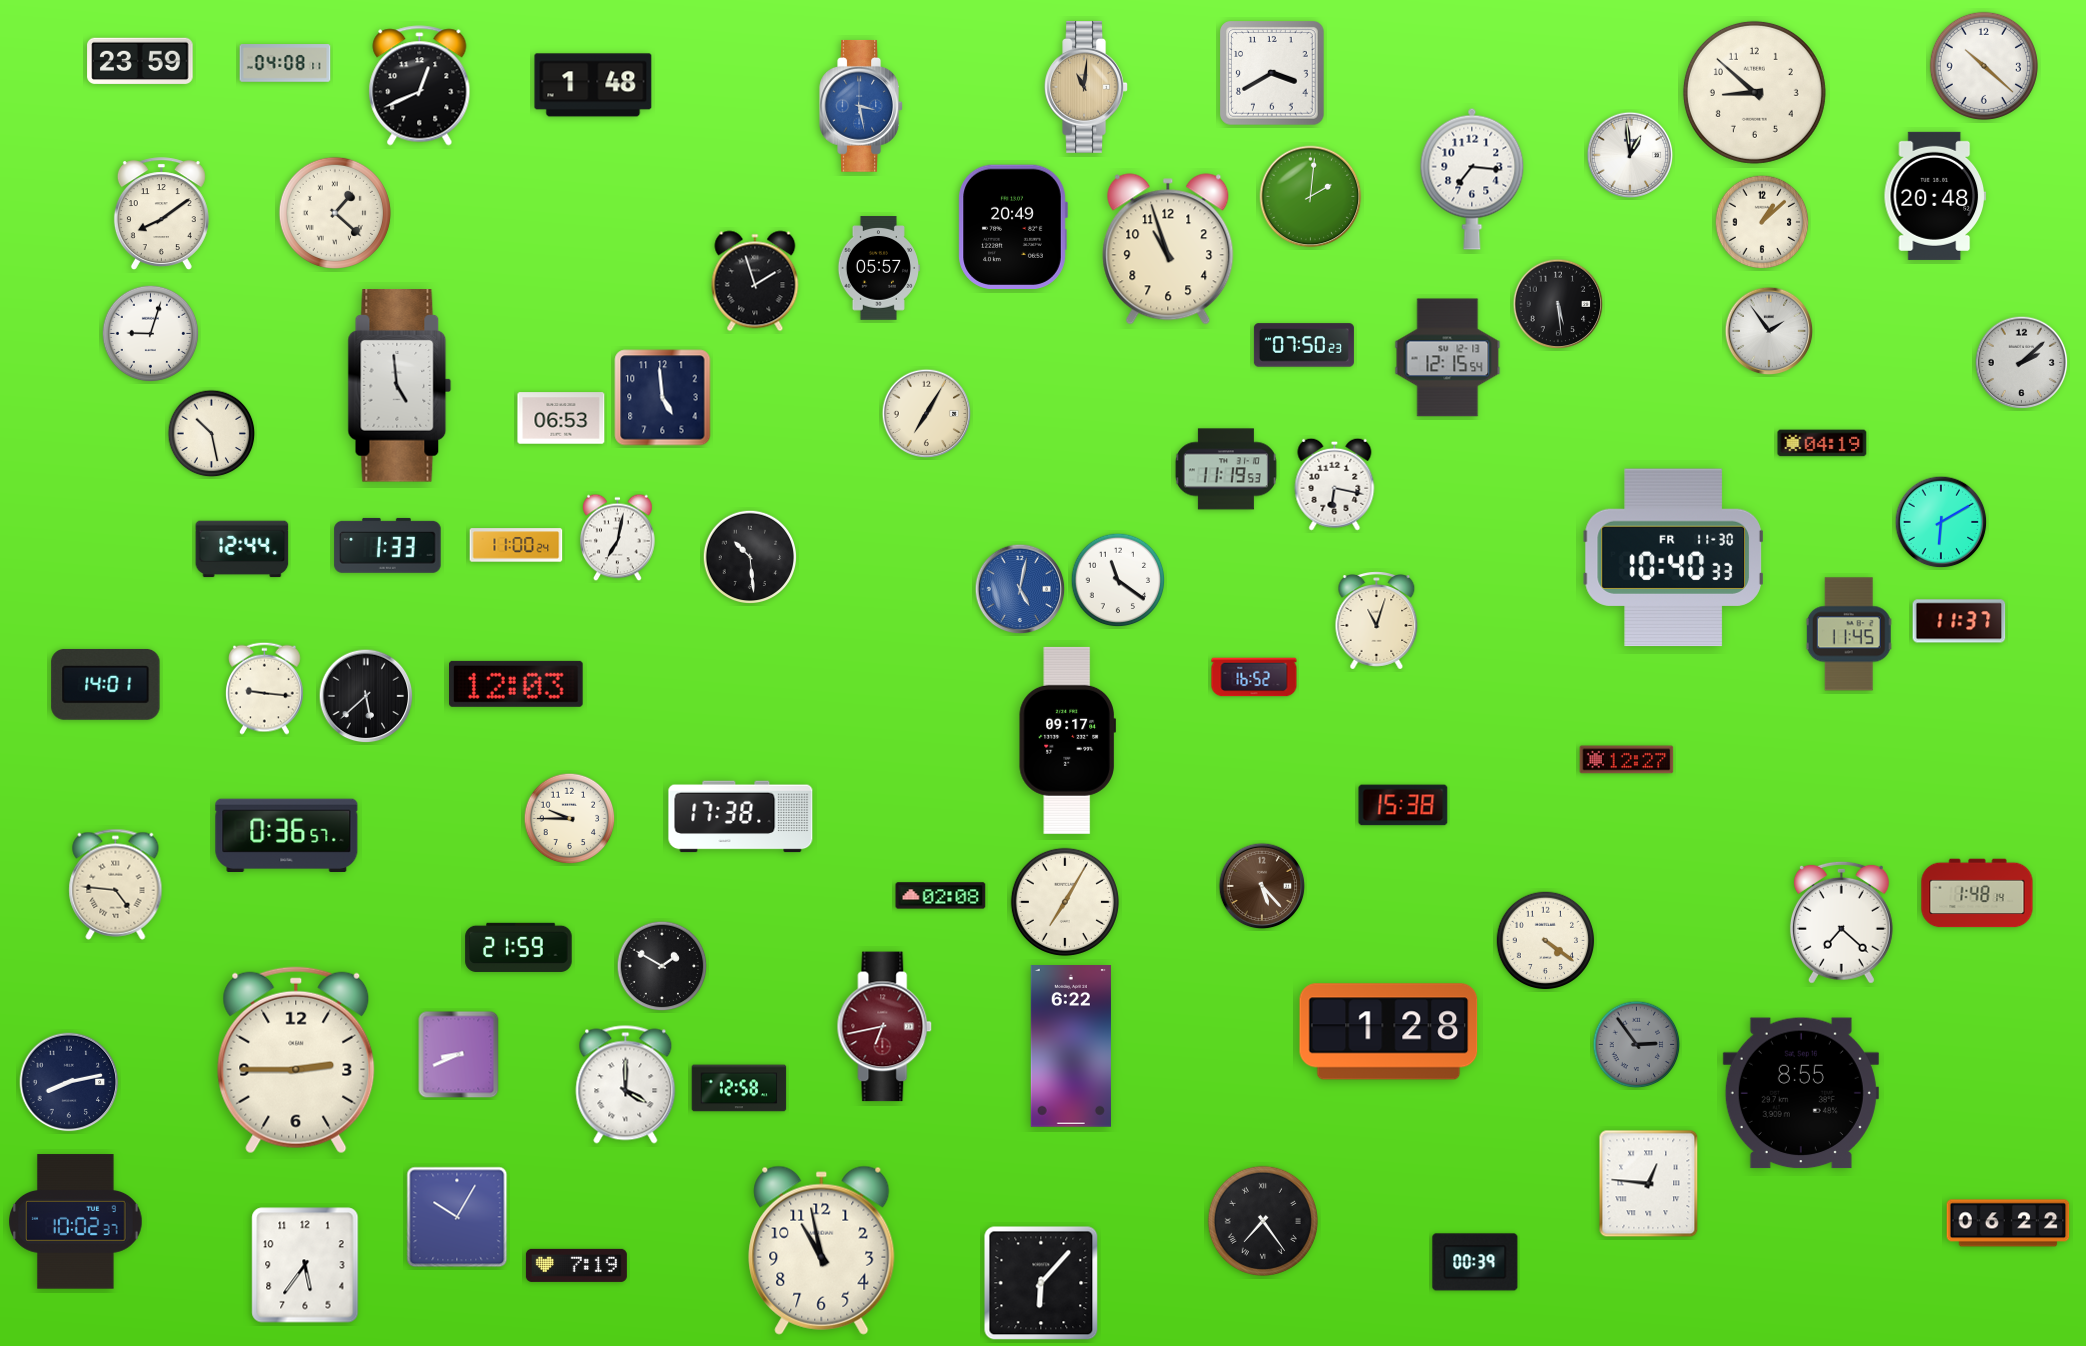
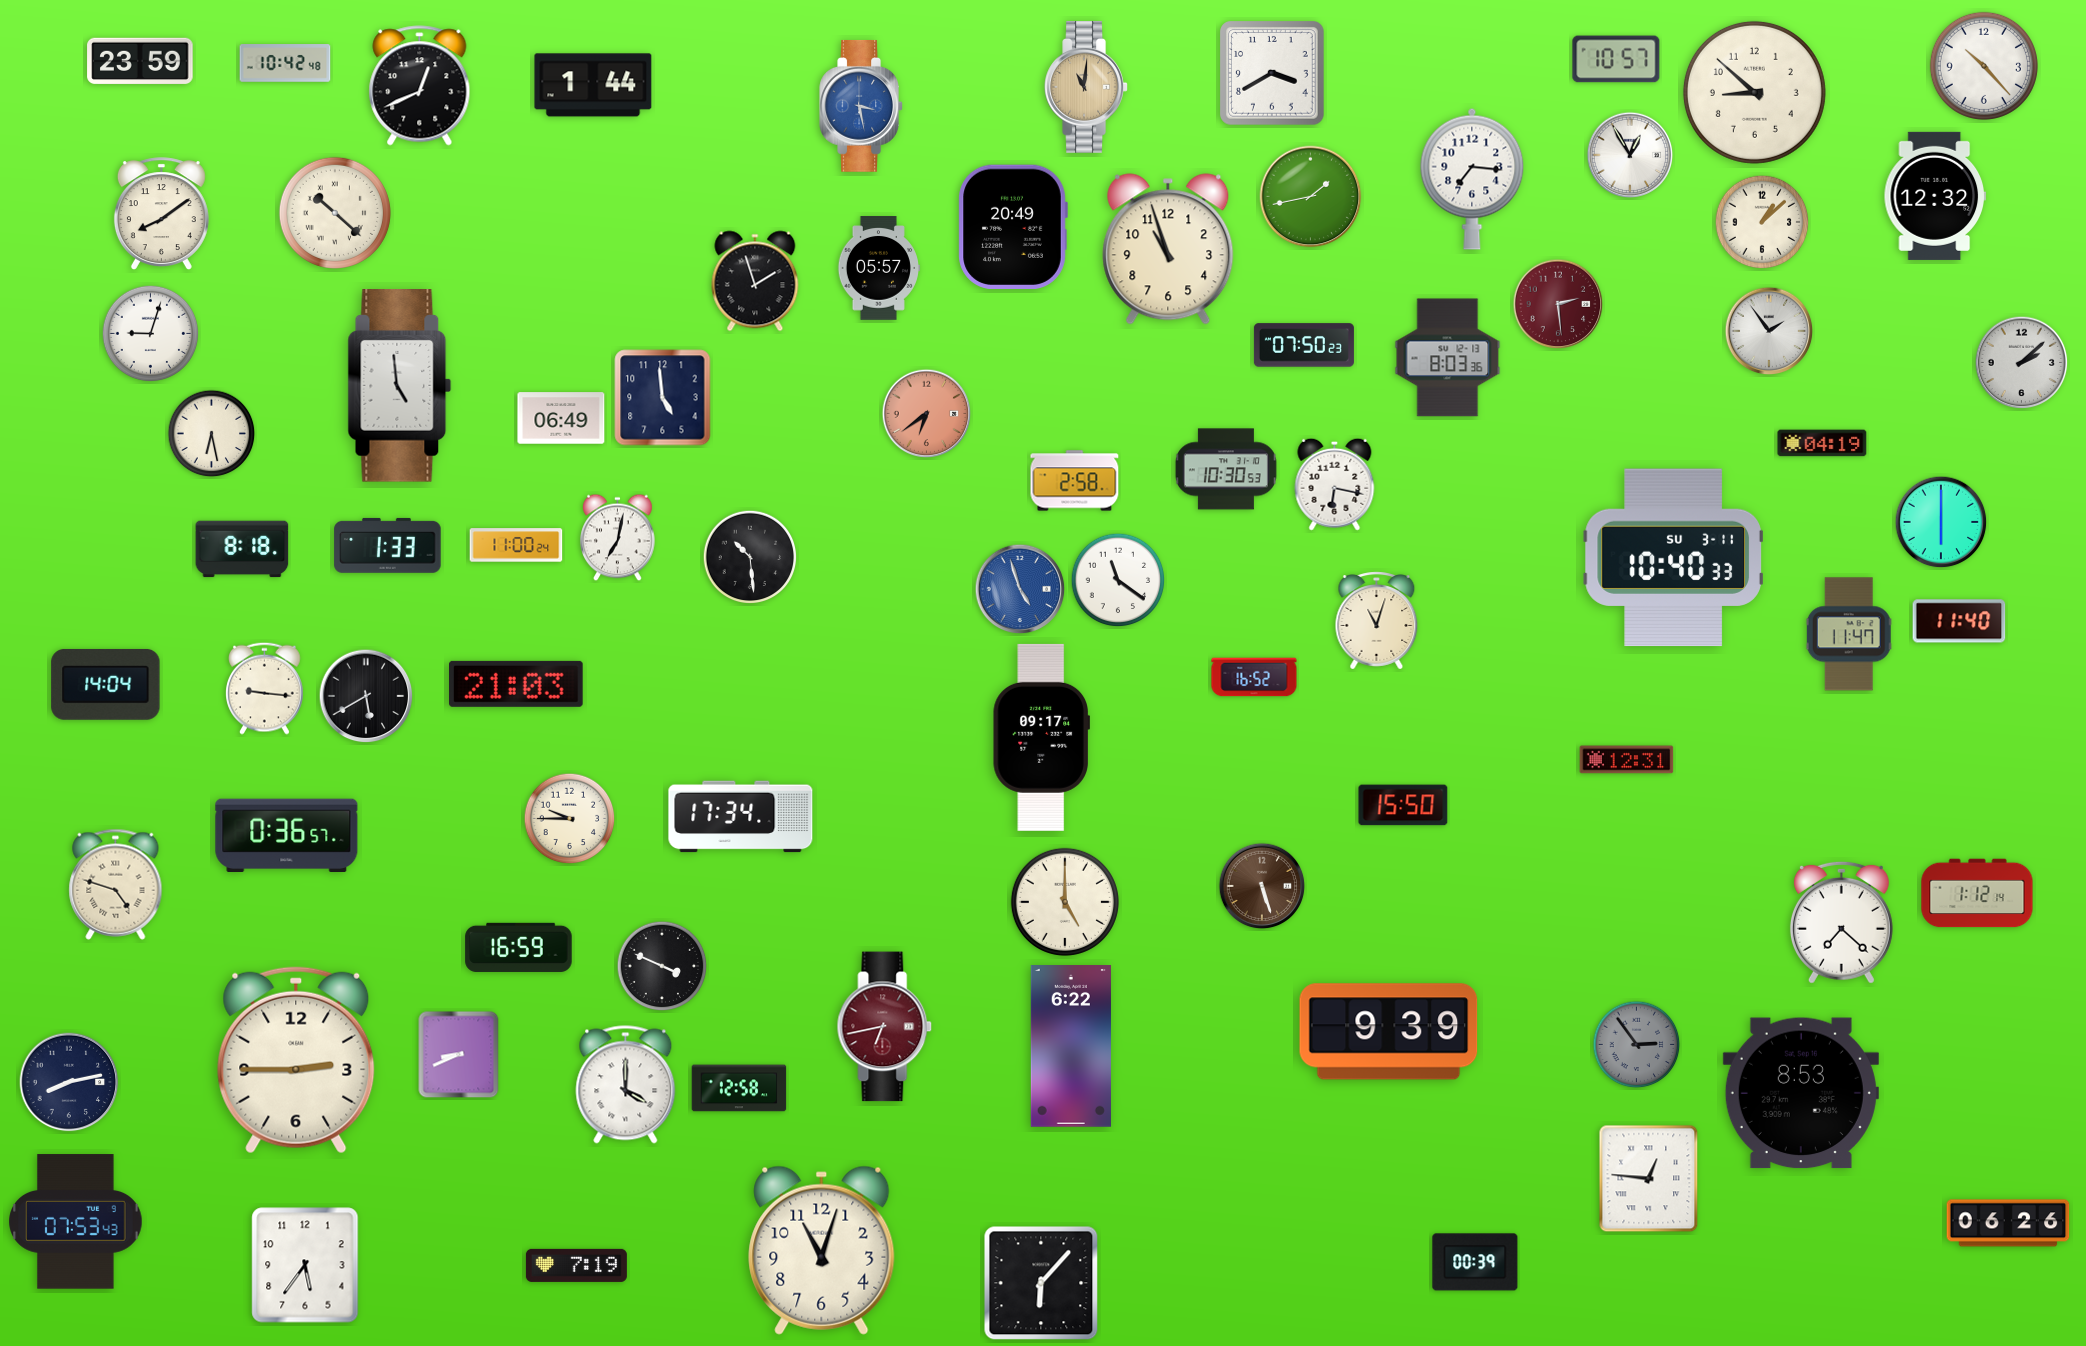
clock at (1616, 59): none -> 10:57
clock at (285, 63): 04:08 -> 10:42
clock at (1984, 66): 10:22 -> 10:23
clock at (593, 85): 1:48 -> 1:44
clock at (1630, 155): 12:59 -> 12:55
clock at (1935, 196): 20:48 -> 12:32
clock at (1311, 197): 2:01 -> 1:43
clock at (335, 213): 1:22 -> 10:22
clock at (1558, 304): 5:29 -> 2:29
clock at (1558, 304) dial: black -> burgundy
clock at (1448, 358): 12:15 -> 8:03
clock at (927, 414): 7:05 -> 6:39
clock at (927, 414) dial: cream -> salmon
clock at (561, 418): 06:53 -> 06:49
clock at (212, 434): 10:28 -> 6:28
clock at (1226, 469): 11:19 -> 10:30
clock at (1075, 481): none -> 2:58
clock at (1941, 522): 6:10 -> 6:00
clock at (242, 549): 12:44 -> 8:18
clock at (1673, 558) date: FR 11-30 -> SU 3-11
clock at (1020, 589): 5:02 -> 4:57
clock at (1959, 621): 11:37 -> 11:40
clock at (1849, 634): 11:45 -> 11:47
clock at (106, 684): 14:01 -> 14:04
clock at (517, 684): 12:03 -> 21:03
clock at (366, 696): 5:38 -> 5:40
clock at (1067, 740) position: (1067, 740) -> (1041, 737)
clock at (1627, 760): 12:27 -> 12:31
clock at (1403, 805): 15:38 -> 15:50
clock at (741, 817): 17:38 -> 17:34
clock at (116, 884): 4:46 -> 4:48
clock at (1262, 886): 5:23 -> 5:27
clock at (1977, 893): 1:48 -> 1:12
clock at (941, 896): 02:08 -> none
clock at (1065, 902): 7:05 -> 5:00
clock at (1546, 941): 4:21 -> none
clock at (519, 947): 21:59 -> 16:59
clock at (662, 966): 1:50 -> 3:49
clock at (1389, 1032): 1:28 -> 9:39
clock at (1801, 1093): 8:55 -> 8:53
clock at (1649, 1184) position: (1649, 1184) -> (1649, 1179)
clock at (457, 1217): 10:05 -> none
clock at (1263, 1221): 7:24 -> none
clock at (76, 1222): 10:02 -> 07:53
clock at (2008, 1223): 06:22 -> 06:26
clock at (822, 1250): 10:58 -> 11:03
